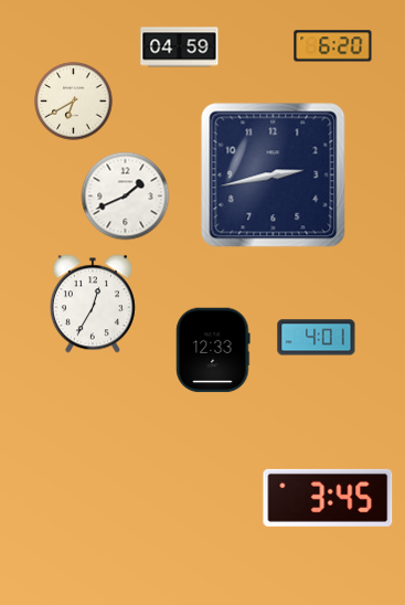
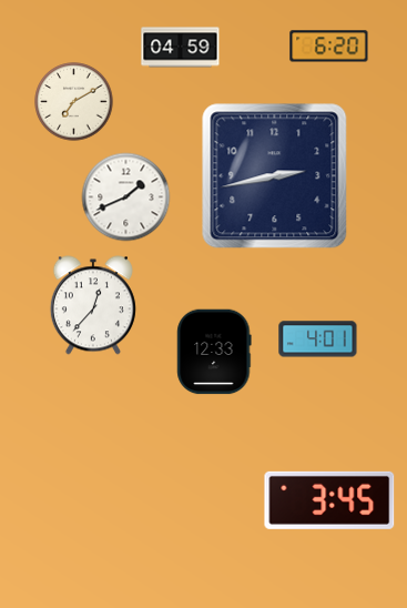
clock at (333, 46) position: (333, 46) -> (329, 47)
clock at (74, 102): 6:40 -> 7:10
clock at (93, 304): 12:35 -> 12:37
